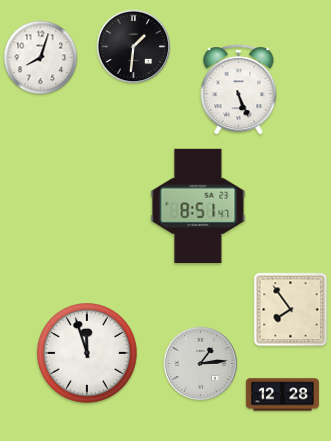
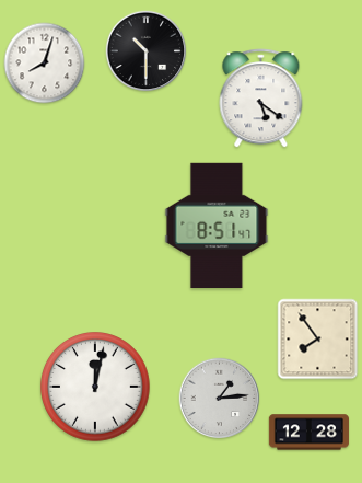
clock at (134, 47): 1:31 -> 10:30
clock at (239, 90): 5:26 -> 5:21
clock at (88, 354): 11:57 -> 12:02
